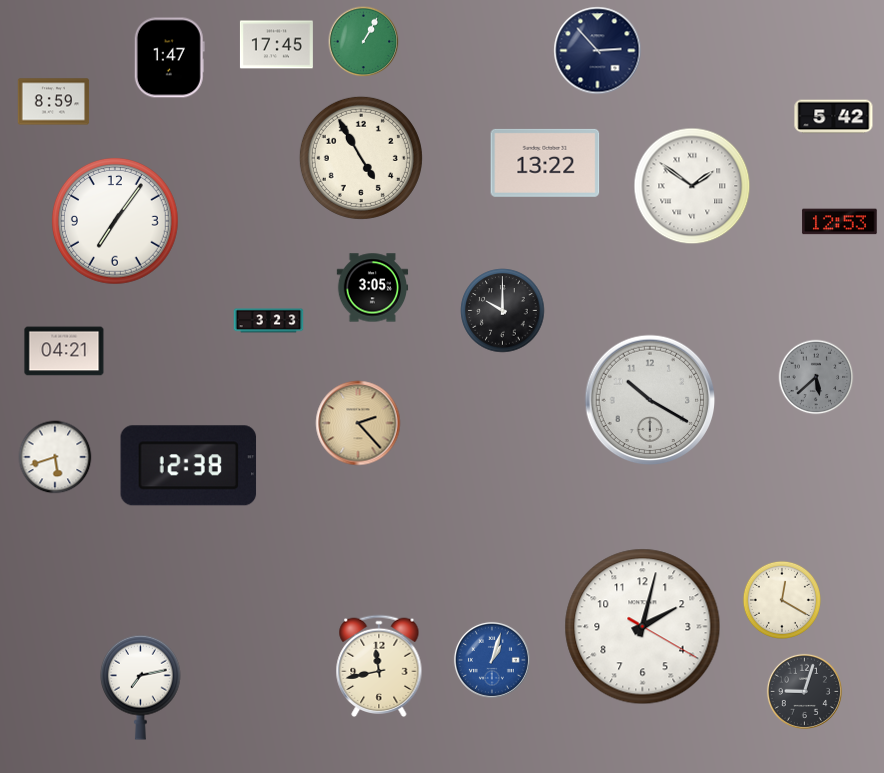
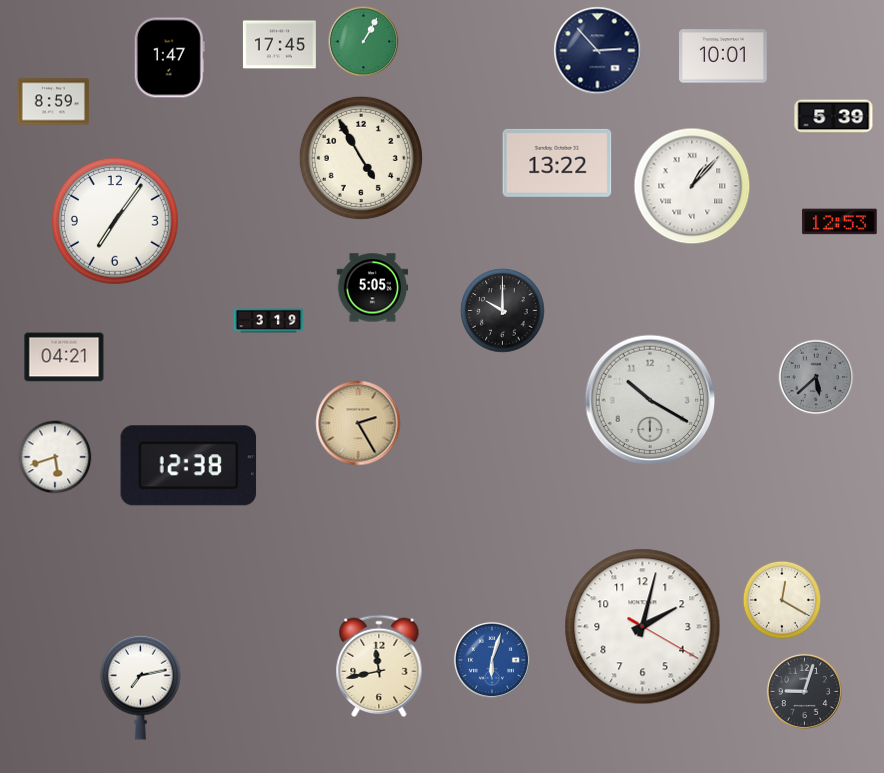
clock at (276, 45) position: (276, 45) -> (279, 45)
clock at (723, 56): none -> 10:01
clock at (834, 117): 5:42 -> 5:39
clock at (545, 163) position: (545, 163) -> (557, 163)
clock at (692, 186): 1:51 -> 1:07
clock at (373, 288): 3:05 -> 5:05
clock at (269, 321): 3:23 -> 3:19
clock at (64, 351) position: (64, 351) -> (64, 357)
clock at (358, 423): 2:23 -> 2:25
clock at (492, 660): 1:03 -> 6:03
